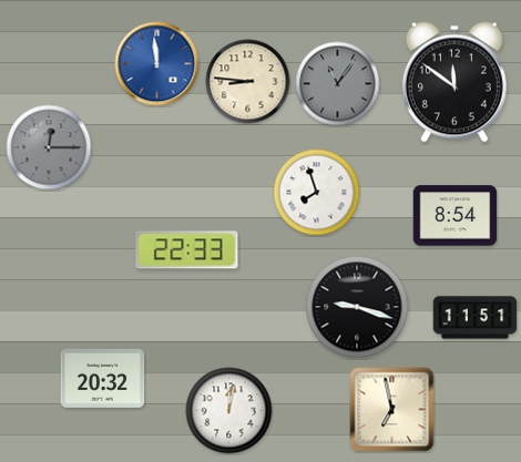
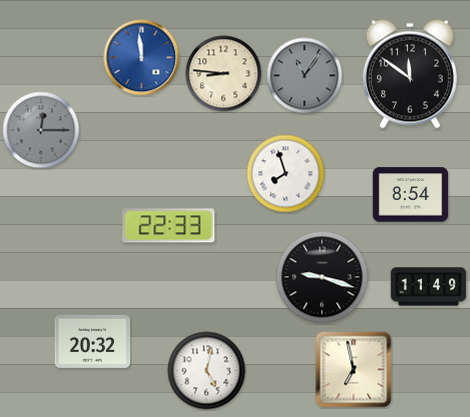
clock at (49, 147) position: (49, 147) -> (41, 130)
clock at (476, 318): 11:51 -> 11:49
clock at (229, 411): 12:02 -> 5:02
